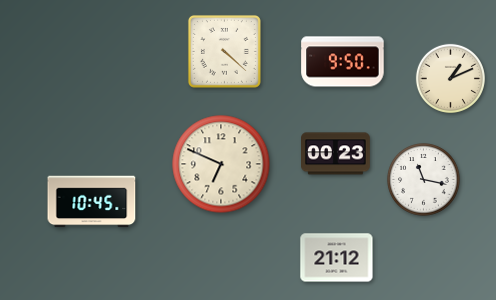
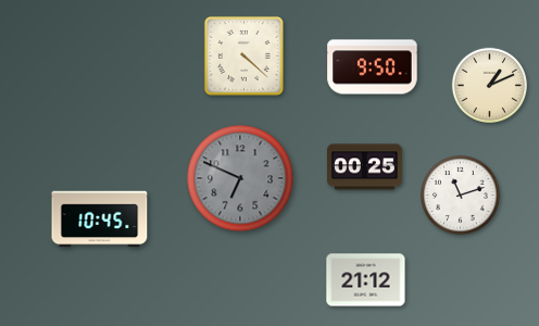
clock at (336, 154): 00:23 -> 00:25
clock at (221, 164) dial: cream -> grey
clock at (424, 180): 11:17 -> 11:12
